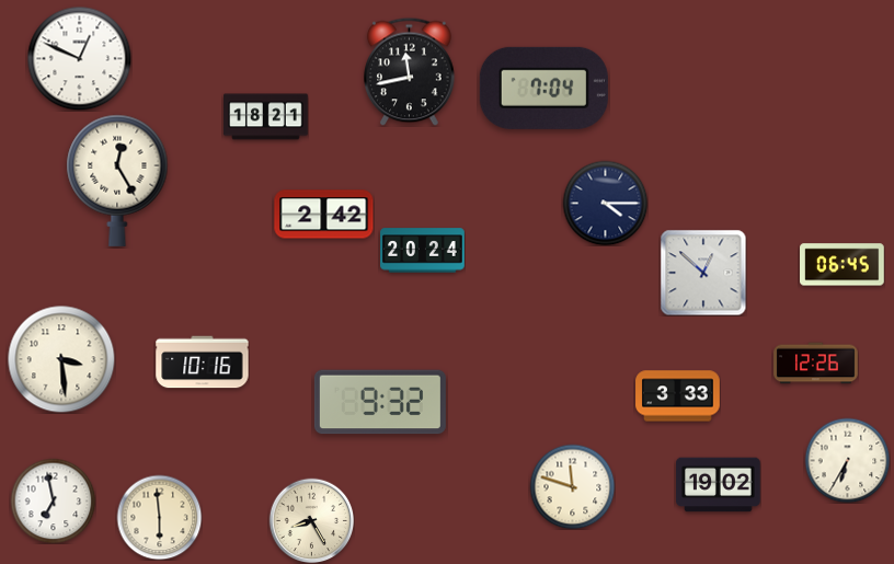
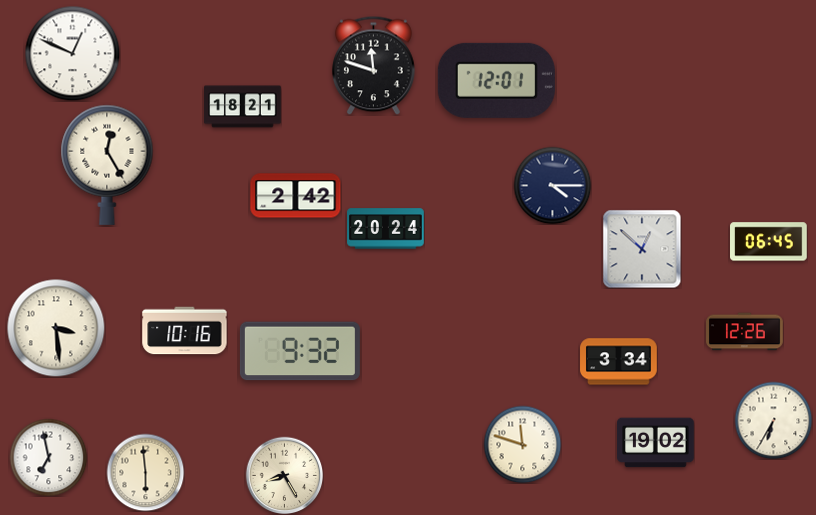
clock at (410, 71): 11:43 -> 11:48
clock at (543, 88): 7:04 -> 12:01
clock at (678, 396): 3:33 -> 3:34
clock at (380, 402) position: (380, 402) -> (300, 351)
